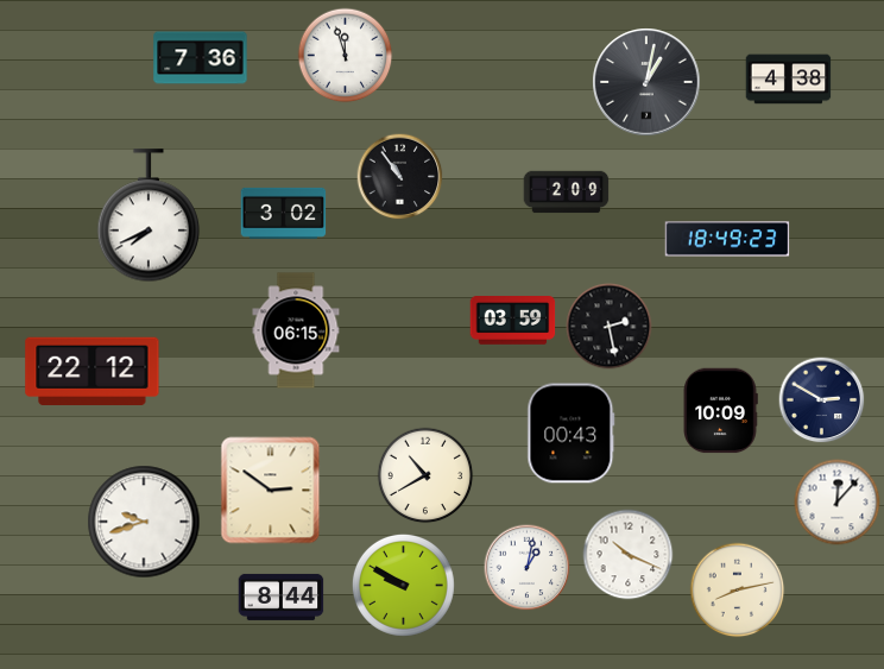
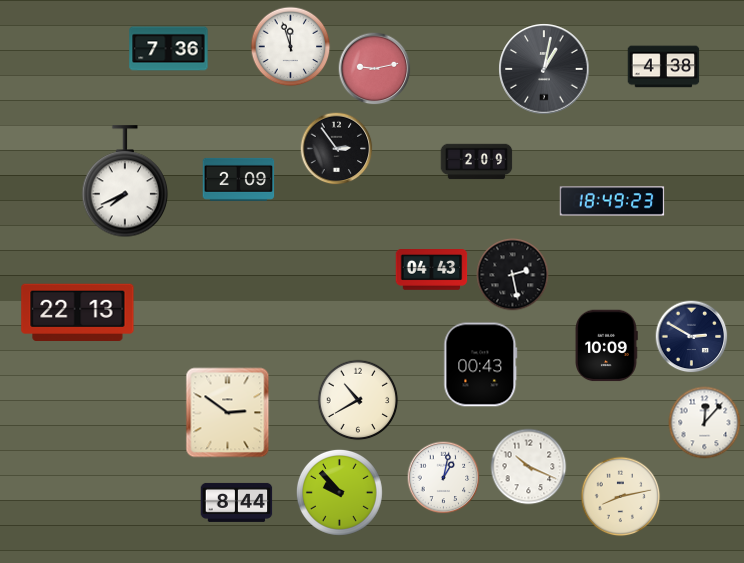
clock at (375, 69): none -> 9:13
clock at (400, 177): 10:54 -> 2:54
clock at (284, 213): 3:02 -> 2:09
clock at (513, 321): 03:59 -> 04:43
clock at (296, 330): 06:15 -> none
clock at (93, 371): 22:12 -> 22:13
clock at (144, 522): 9:42 -> none
clock at (403, 585): 9:50 -> 9:53
